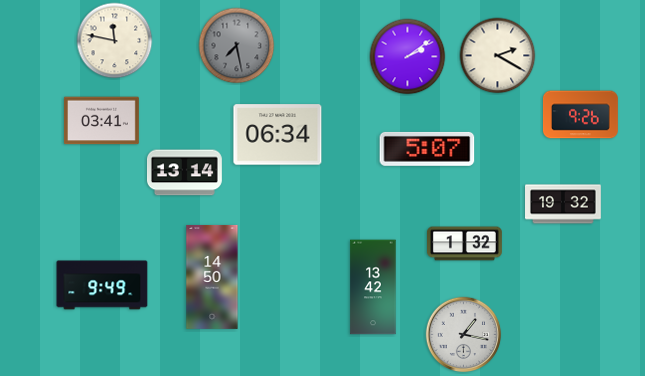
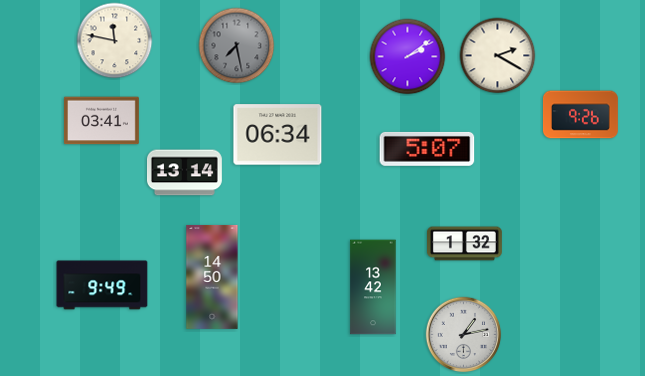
clock at (563, 204): 19:32 -> none
clock at (464, 335): 1:17 -> 1:13
